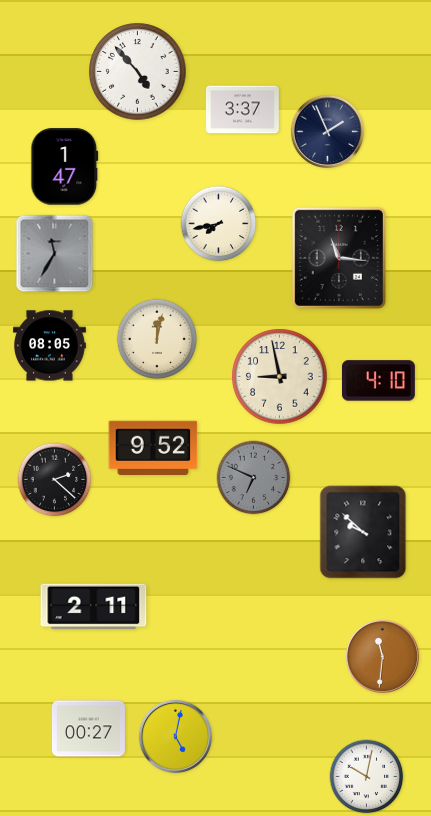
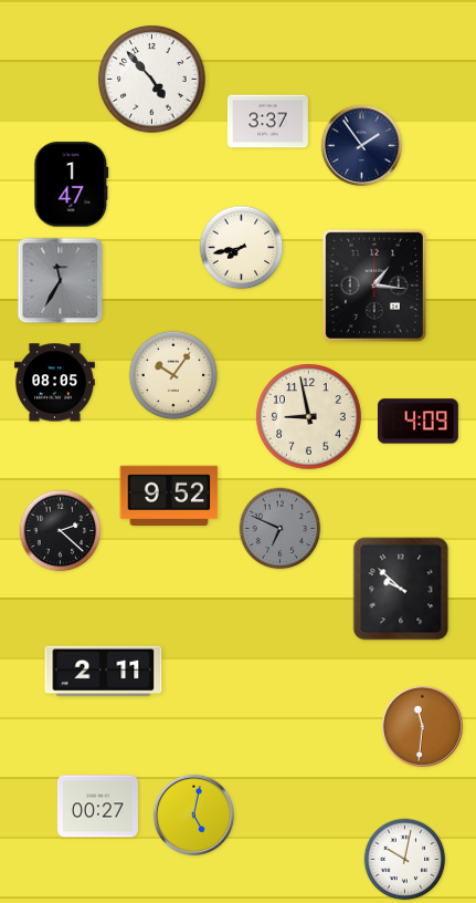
clock at (327, 131): 1:56 -> 1:54
clock at (339, 258): 11:16 -> 1:16
clock at (157, 339): 12:02 -> 10:06
clock at (378, 381): 4:10 -> 4:09
